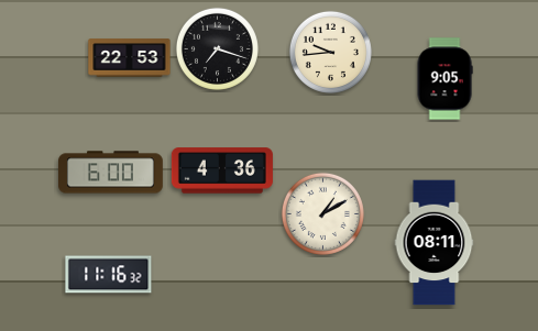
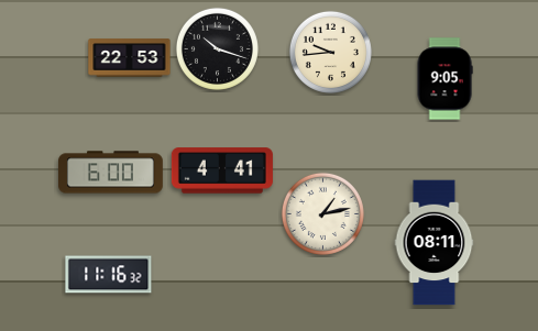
clock at (217, 48): 7:18 -> 10:18
clock at (222, 170): 4:36 -> 4:41
clock at (322, 213): 1:10 -> 1:13
